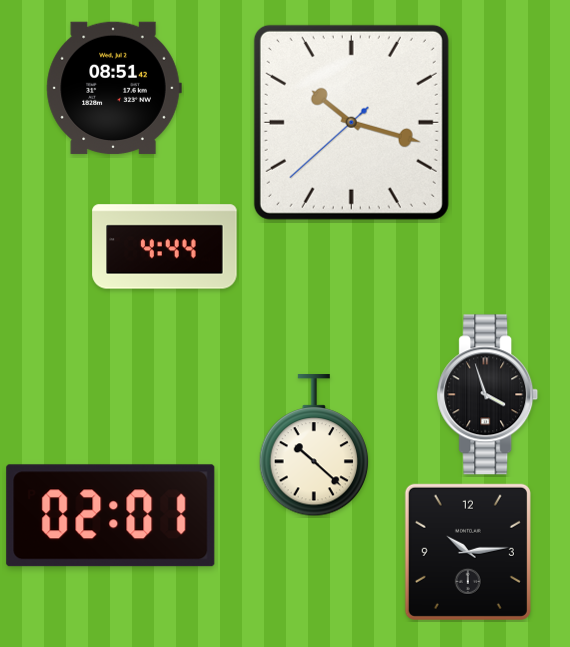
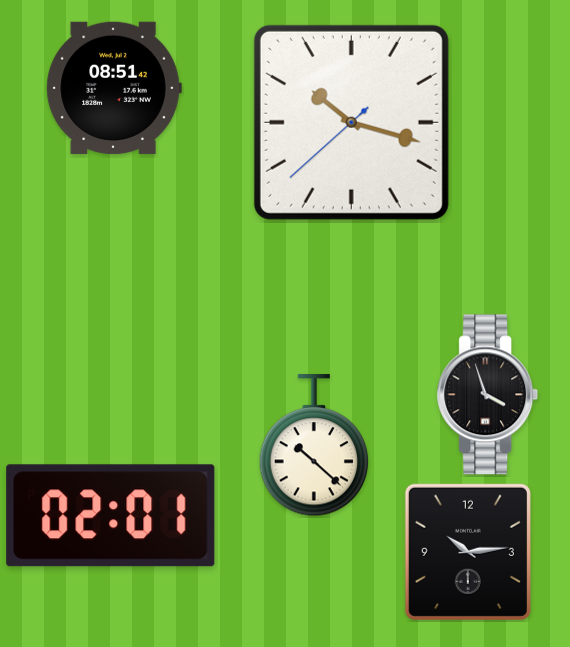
clock at (165, 247): 4:44 -> none
